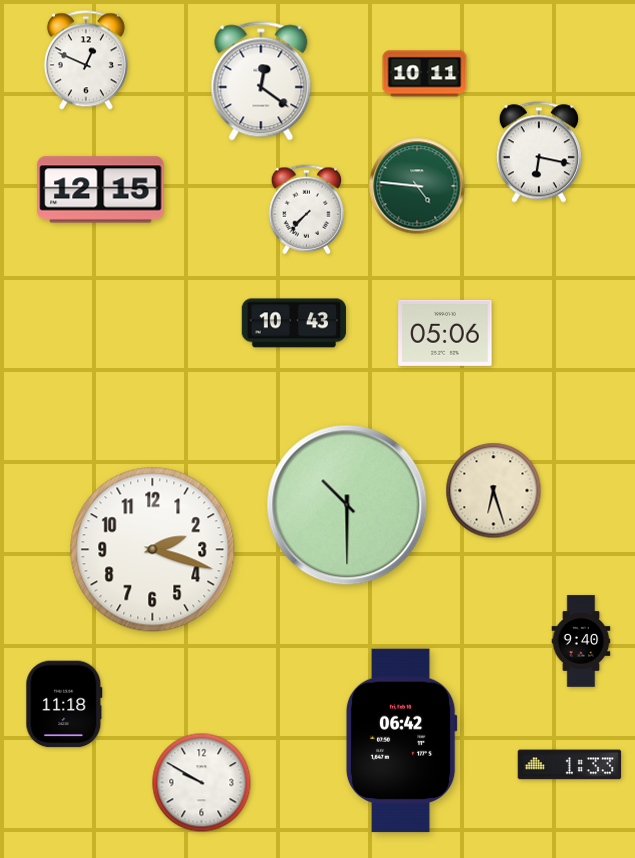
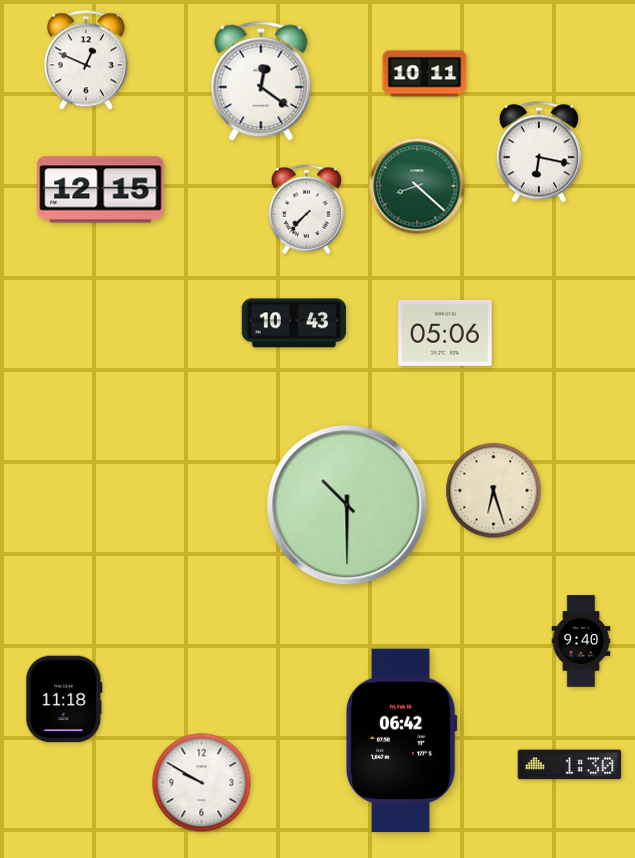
clock at (417, 186): 4:46 -> 8:22
clock at (153, 550): 2:18 -> none
clock at (64, 704) position: (64, 704) -> (64, 699)
clock at (570, 765): 1:33 -> 1:30
